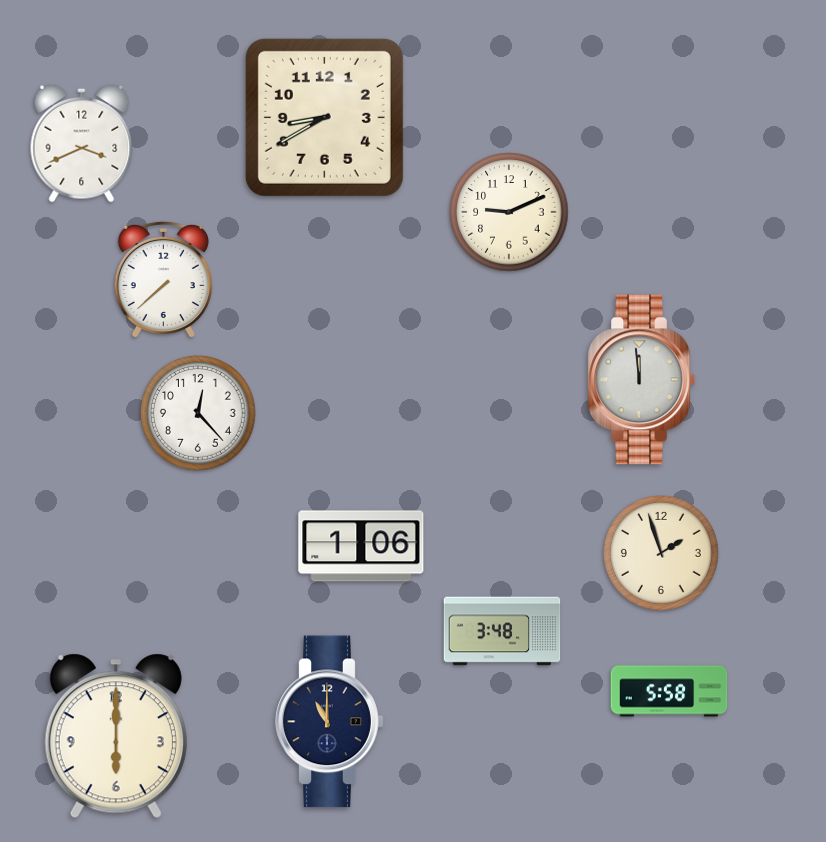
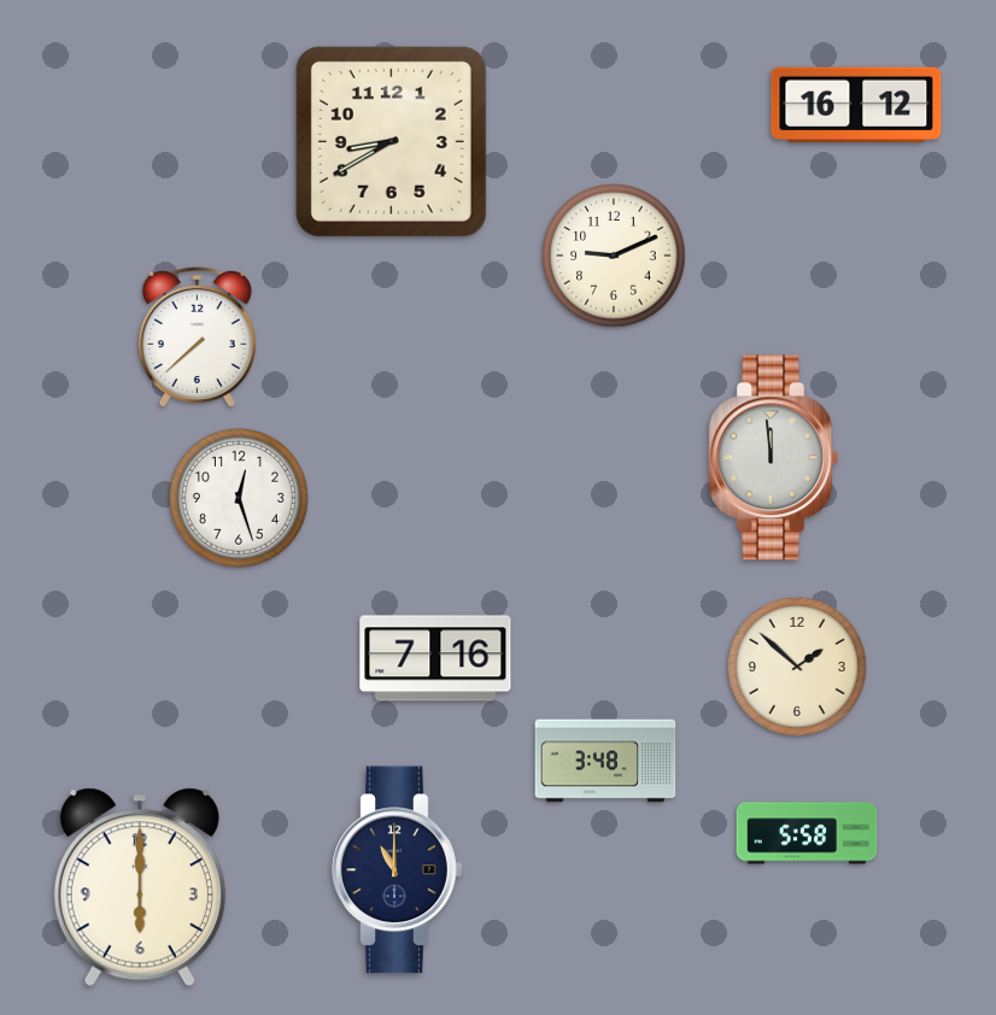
clock at (856, 105): none -> 16:12
clock at (82, 143): 3:41 -> none
clock at (198, 413): 12:23 -> 12:27
clock at (361, 546): 1:06 -> 7:16
clock at (661, 553): 1:57 -> 1:52
